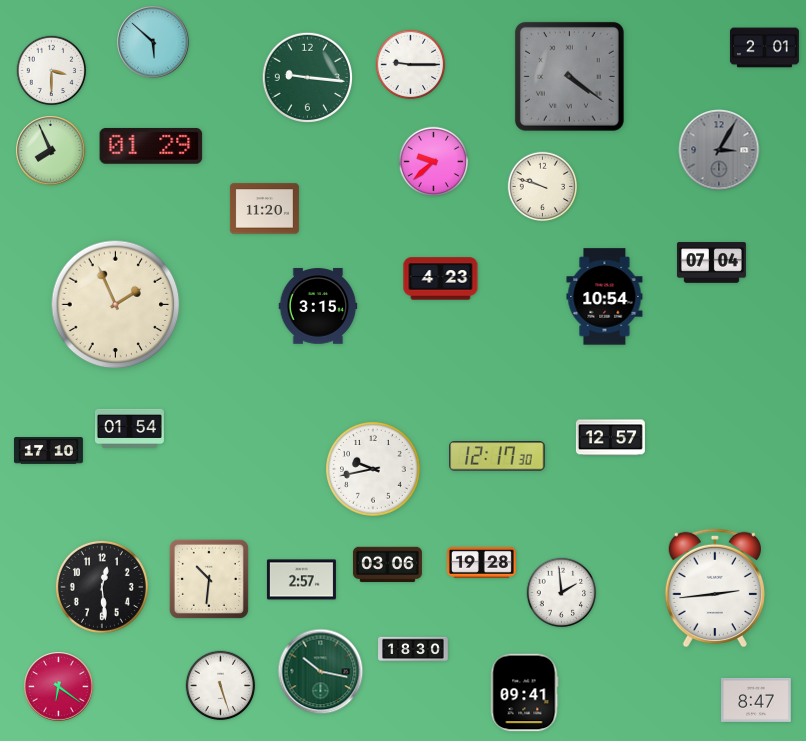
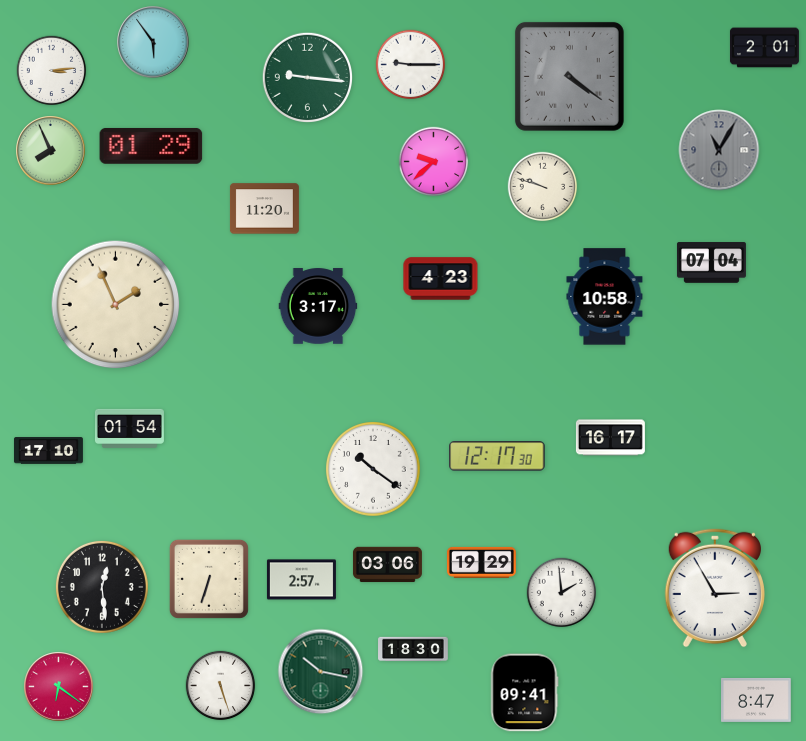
clock at (153, 42): 5:52 -> 5:54
clock at (52, 71): 3:30 -> 3:14
clock at (719, 150): 3:05 -> 11:05
clock at (605, 297): 10:54 -> 10:58
clock at (318, 306): 3:15 -> 3:17
clock at (610, 438): 12:57 -> 16:17
clock at (374, 470): 9:43 -> 10:21
clock at (481, 562): 19:28 -> 19:29
clock at (209, 579): 10:31 -> 6:33
clock at (715, 588): 2:44 -> 2:55
